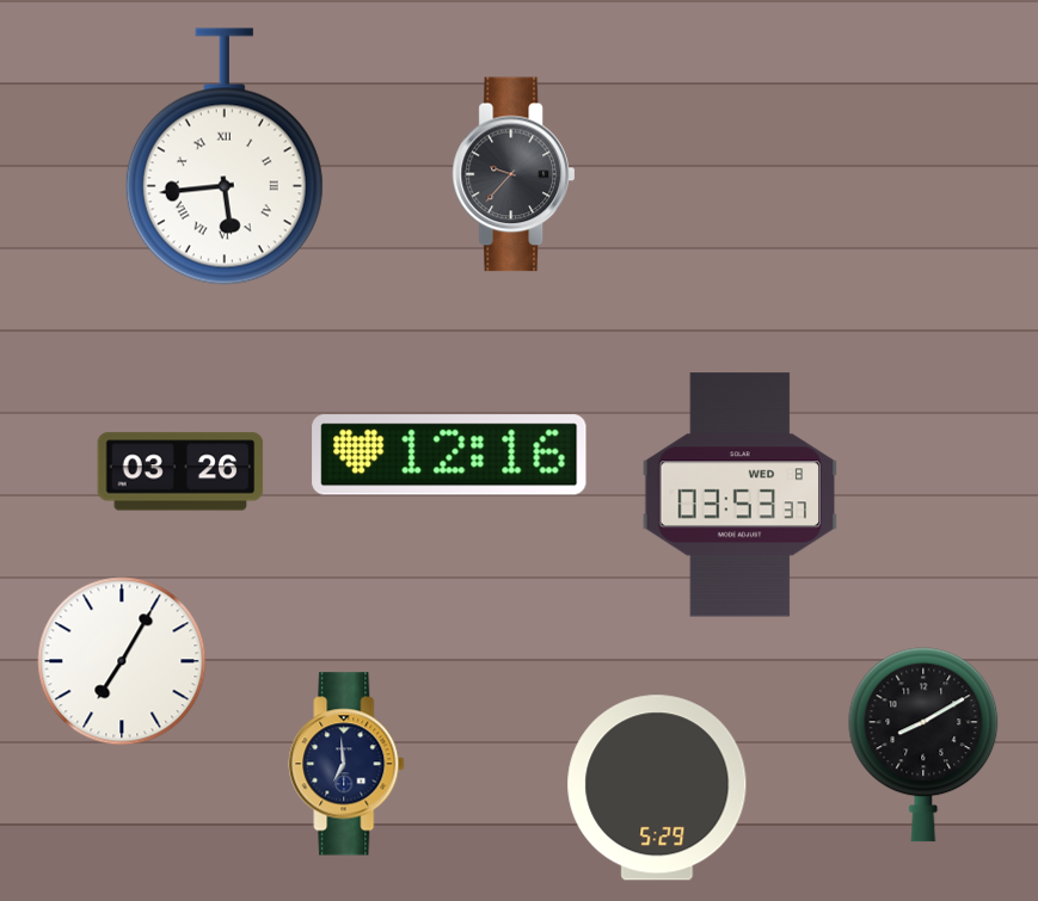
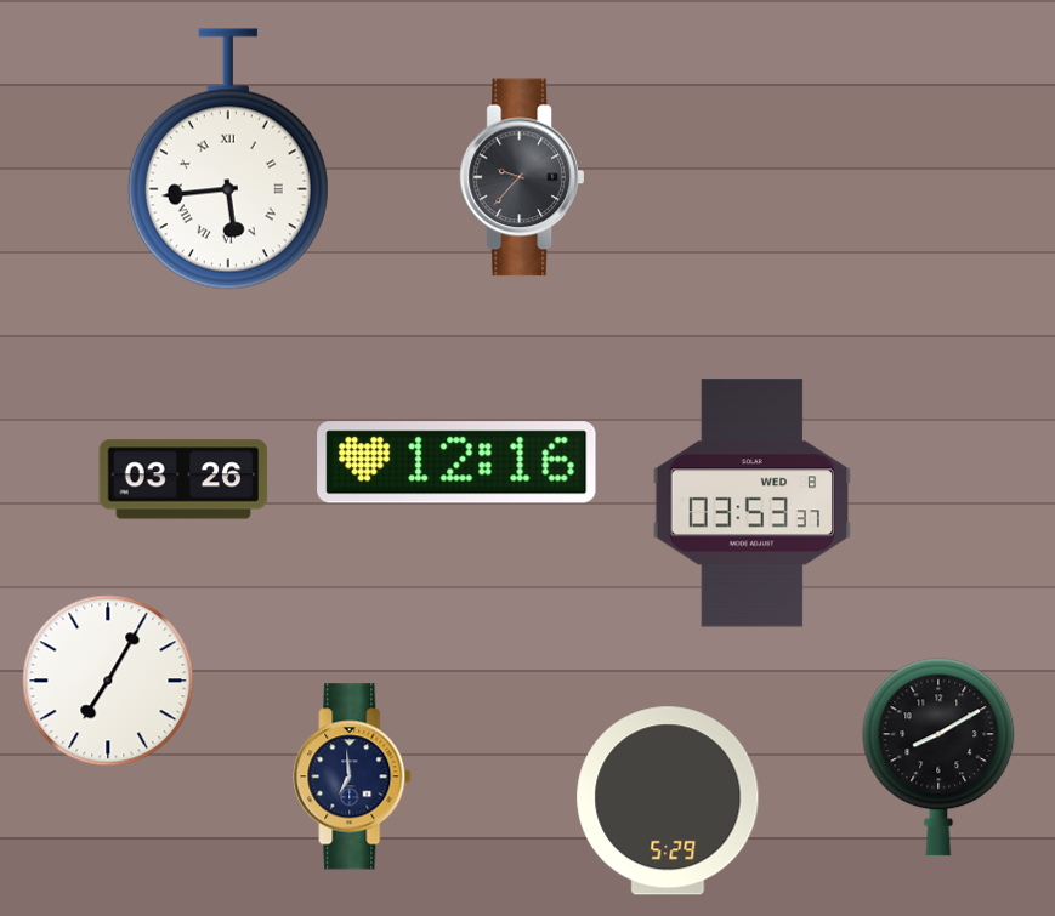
clock at (122, 661) position: (122, 661) -> (108, 681)
